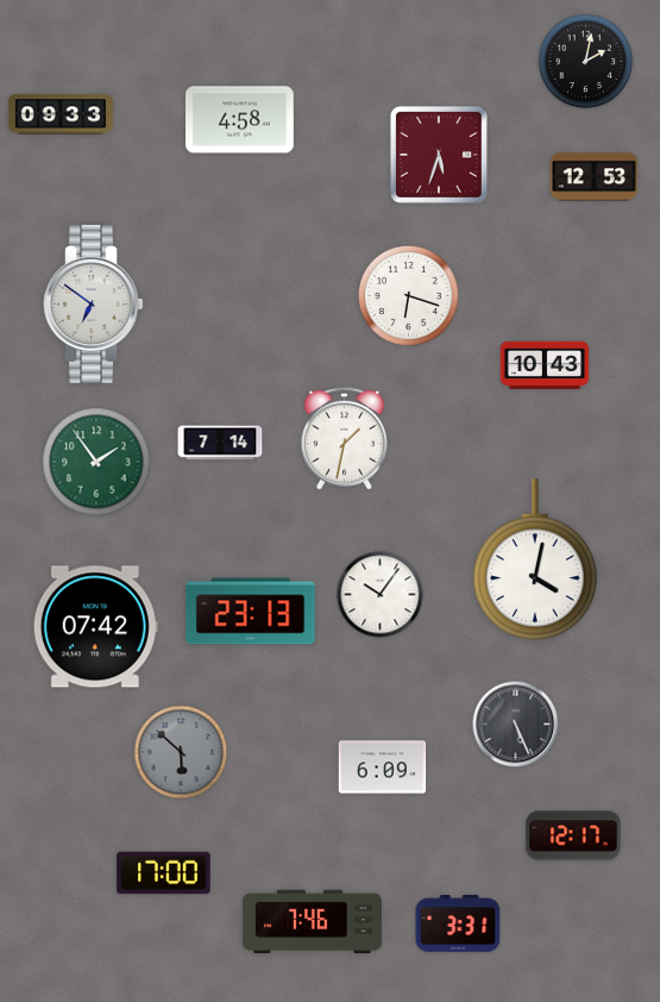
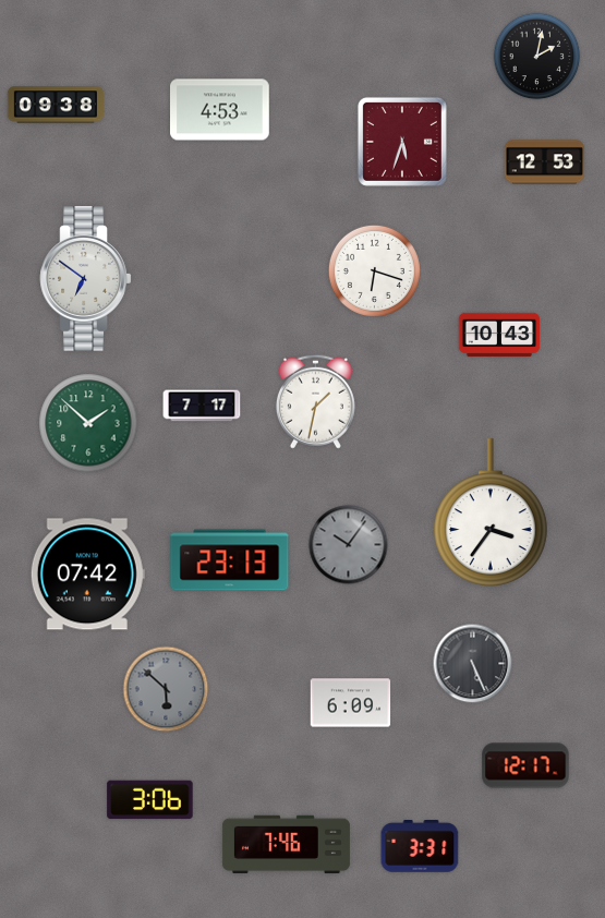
clock at (59, 114): 09:33 -> 09:38
clock at (240, 120): 4:58 -> 4:53
clock at (220, 443): 7:14 -> 7:17
clock at (96, 462): 1:54 -> 1:52
clock at (535, 559): 4:02 -> 3:36
clock at (381, 595) dial: white -> grey
clock at (164, 873): 17:00 -> 3:06
